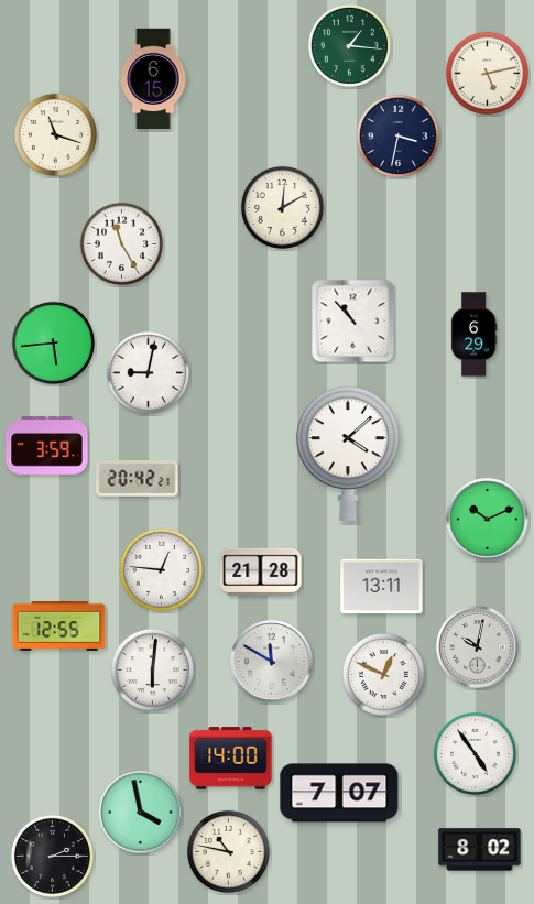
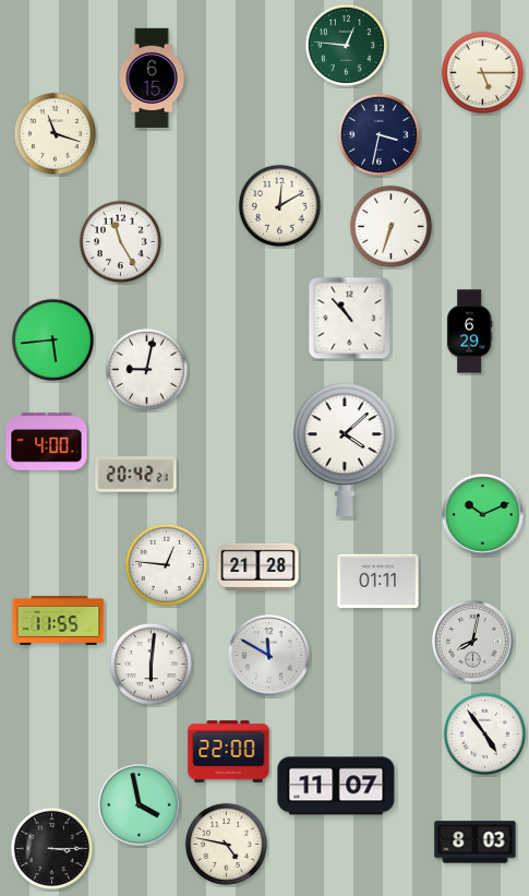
clock at (349, 45): 1:16 -> 12:46
clock at (487, 73): 5:13 -> 5:15
clock at (397, 135) position: (397, 135) -> (378, 134)
clock at (390, 226): none -> 6:33
clock at (47, 446): 3:59 -> 4:00
clock at (161, 569) position: (161, 569) -> (166, 564)
clock at (382, 587): 13:11 -> 01:11
clock at (59, 625): 12:55 -> 11:55
clock at (478, 647): 10:02 -> 8:02
clock at (383, 674): 12:49 -> none
clock at (475, 753) position: (475, 753) -> (484, 733)
clock at (231, 759): 14:00 -> 22:00
clock at (339, 793): 7:07 -> 11:07
clock at (480, 850): 8:02 -> 8:03
clock at (228, 851): 10:47 -> 4:47
clock at (52, 856): 2:15 -> 3:15
